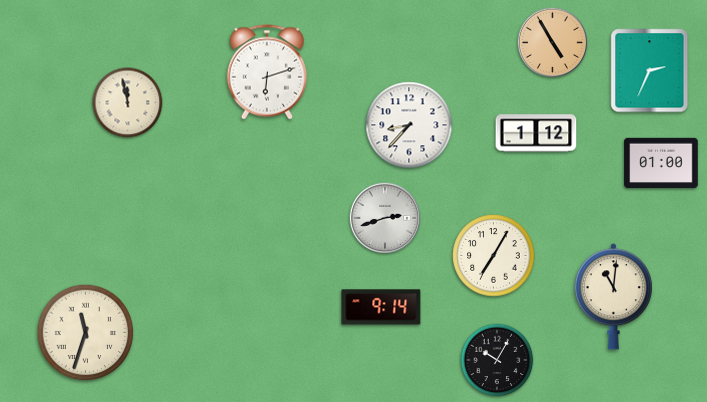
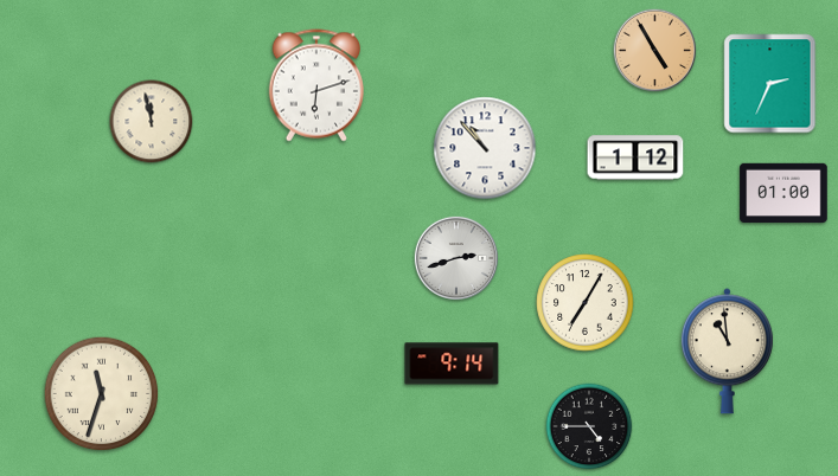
clock at (409, 125): 8:37 -> 10:53
clock at (613, 297): 11:01 -> 10:59
clock at (497, 360): 10:05 -> 4:45
